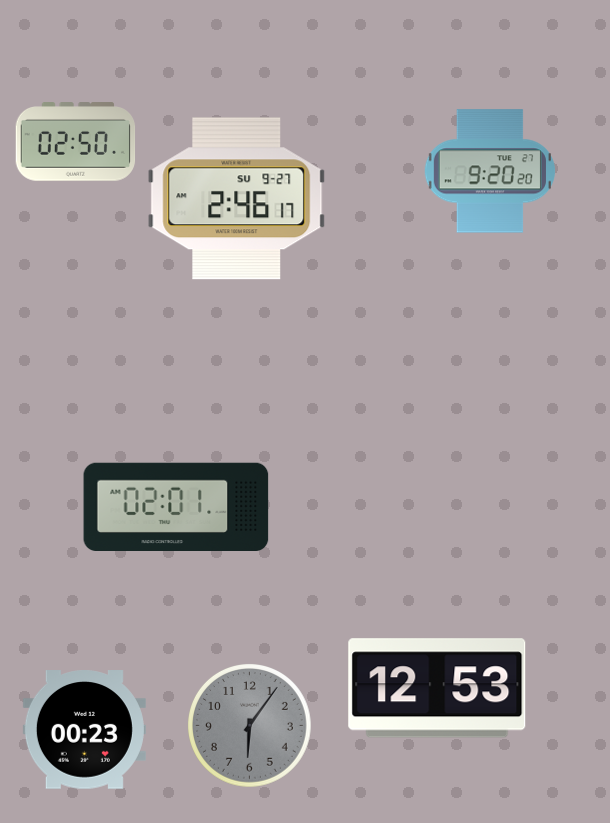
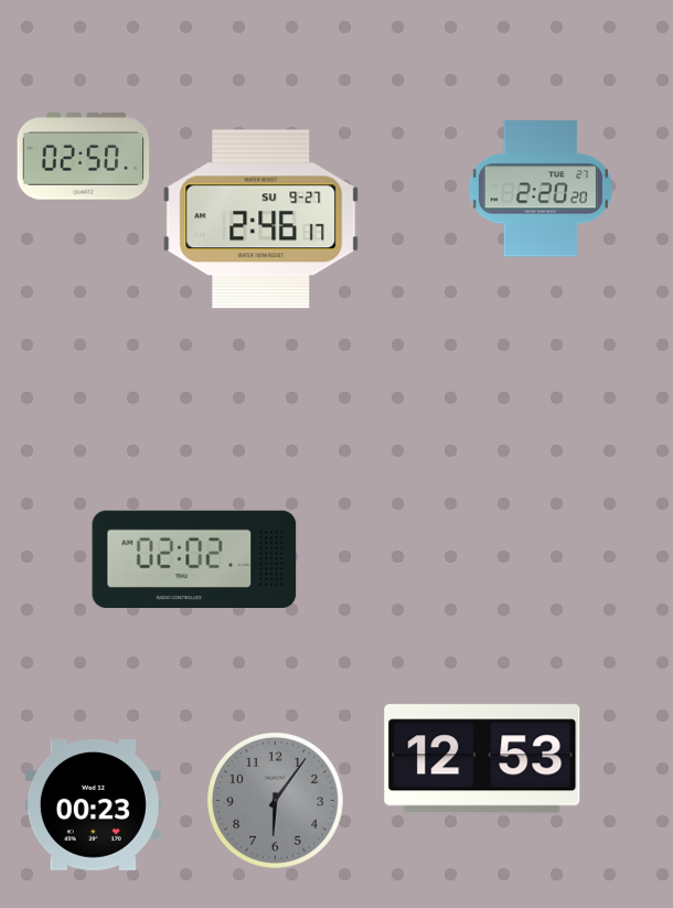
clock at (490, 171): 9:20 -> 2:20
clock at (176, 506): 02:01 -> 02:02
